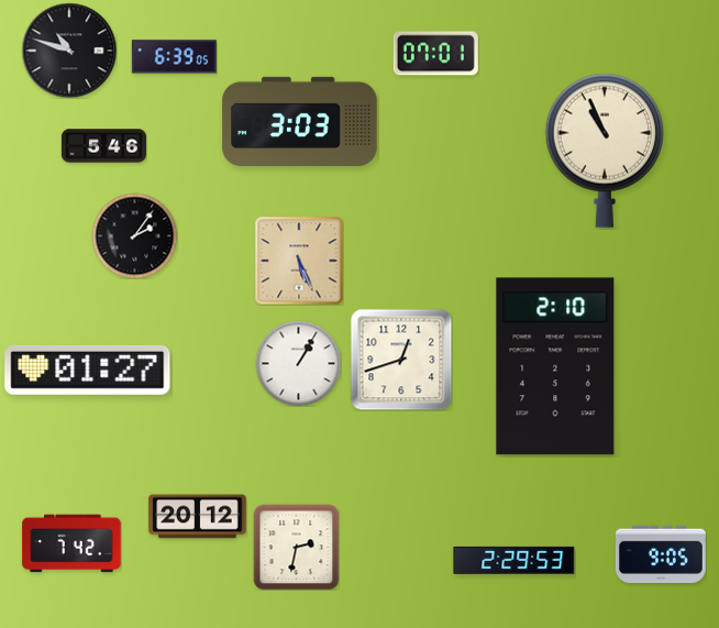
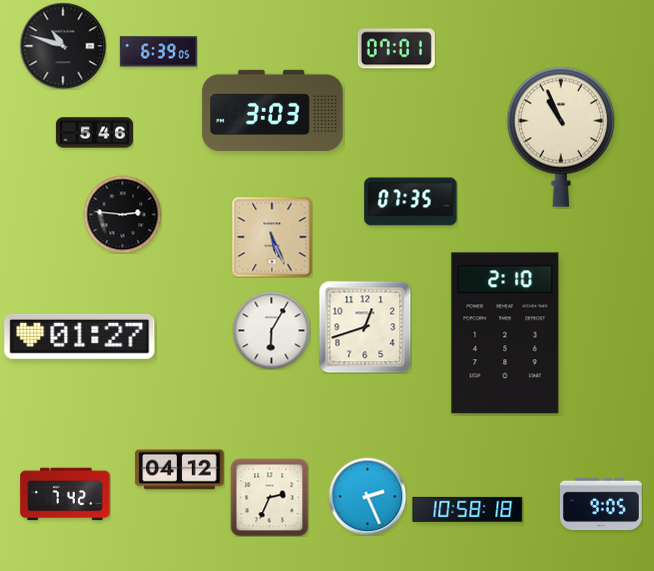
clock at (605, 151) position: (605, 151) -> (561, 137)
clock at (411, 202): none -> 07:35
clock at (134, 235): 2:06 -> 2:46
clock at (298, 363): 1:05 -> 6:05
clock at (198, 517): 20:12 -> 04:12
clock at (367, 496): none -> 2:26
clock at (296, 547): 2:32 -> 2:34
clock at (515, 560): 2:29 -> 10:58
